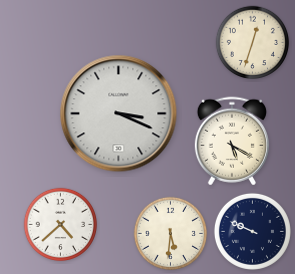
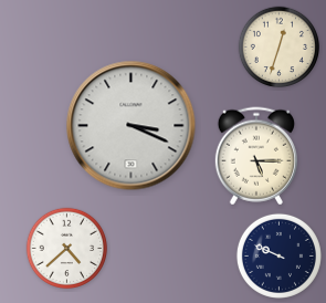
clock at (232, 141): 5:20 -> 5:15
clock at (171, 234): 5:31 -> none
